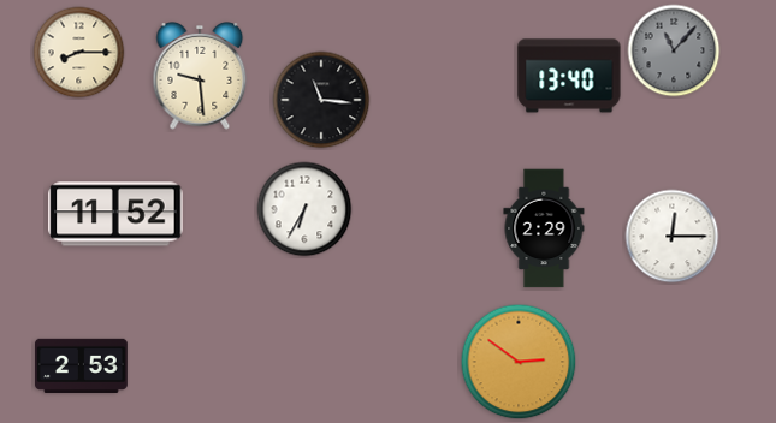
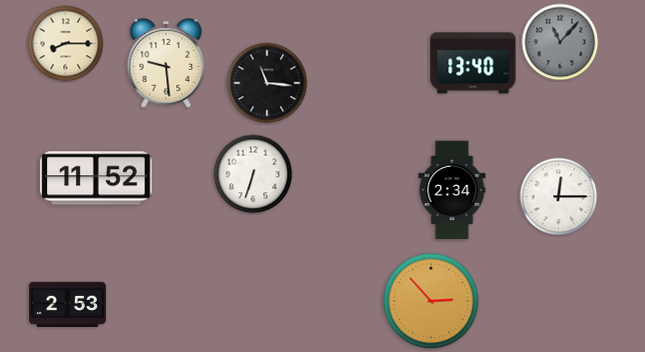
clock at (304, 209): 6:35 -> 6:33
clock at (544, 228): 2:29 -> 2:34
clock at (519, 362): 2:51 -> 2:53
